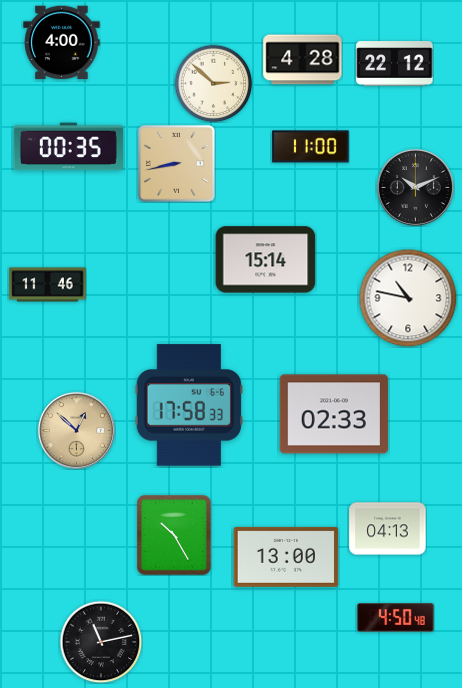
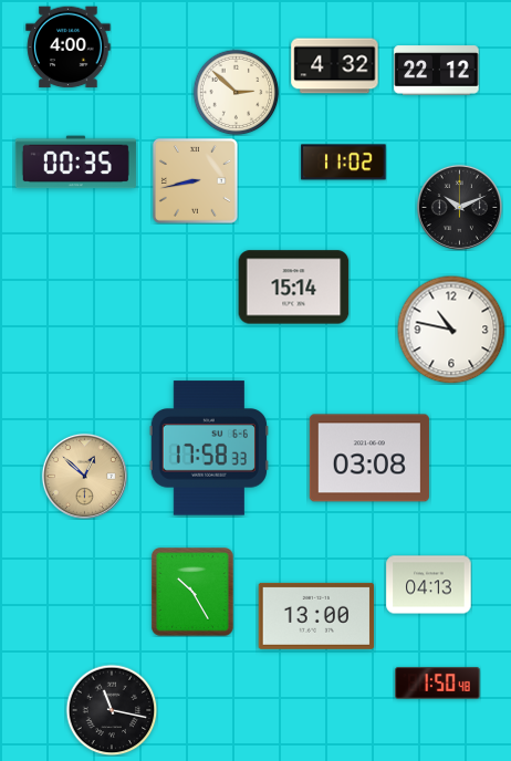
clock at (303, 60): 4:28 -> 4:32
clock at (311, 147): 11:00 -> 11:02
clock at (48, 285): 11:46 -> none
clock at (334, 414): 02:33 -> 03:08
clock at (396, 618): 4:50 -> 1:50
clock at (101, 642): 11:13 -> 11:17
